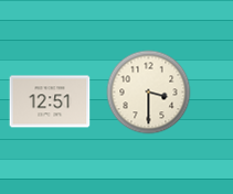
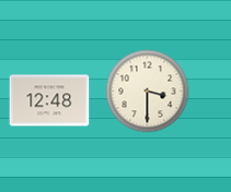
clock at (50, 101): 12:51 -> 12:48
